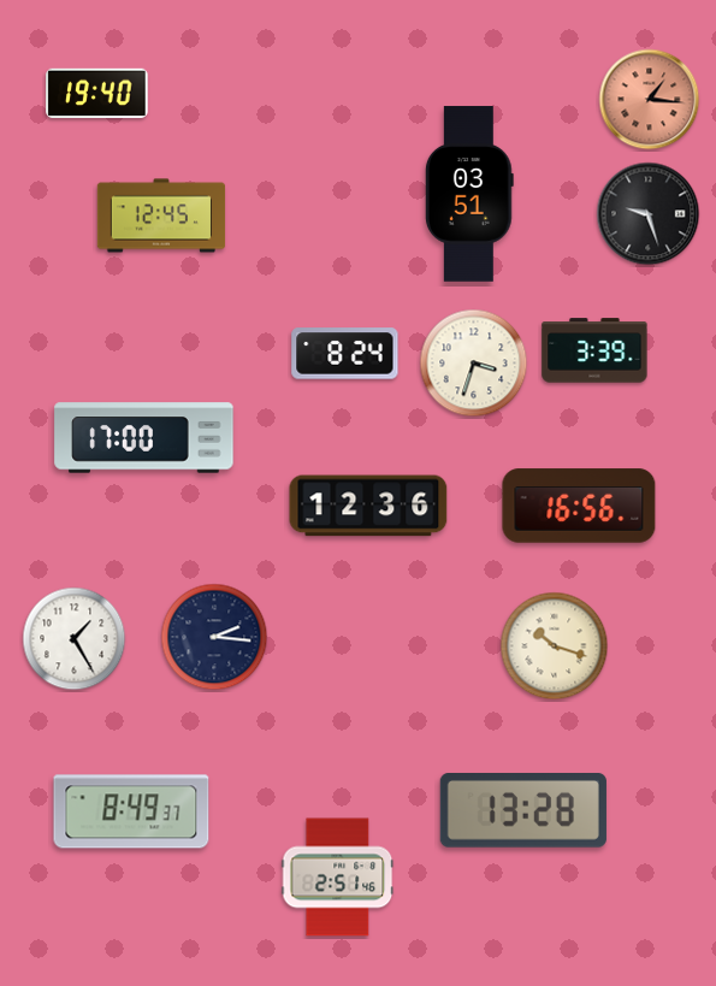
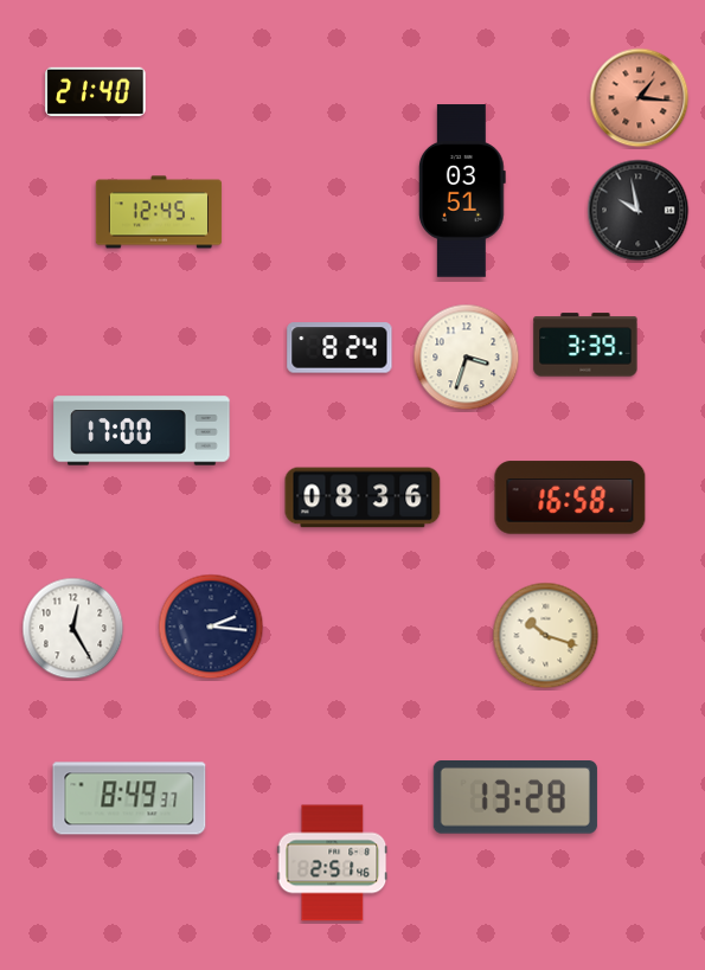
clock at (97, 93): 19:40 -> 21:40
clock at (649, 214): 9:27 -> 9:58
clock at (368, 506): 12:36 -> 08:36
clock at (579, 506): 16:56 -> 16:58
clock at (75, 639): 1:25 -> 12:25
